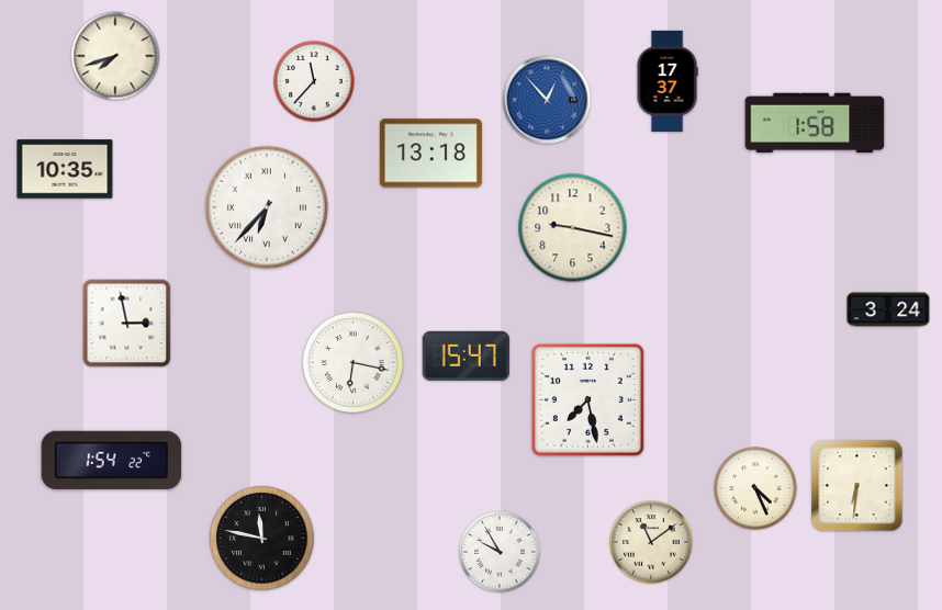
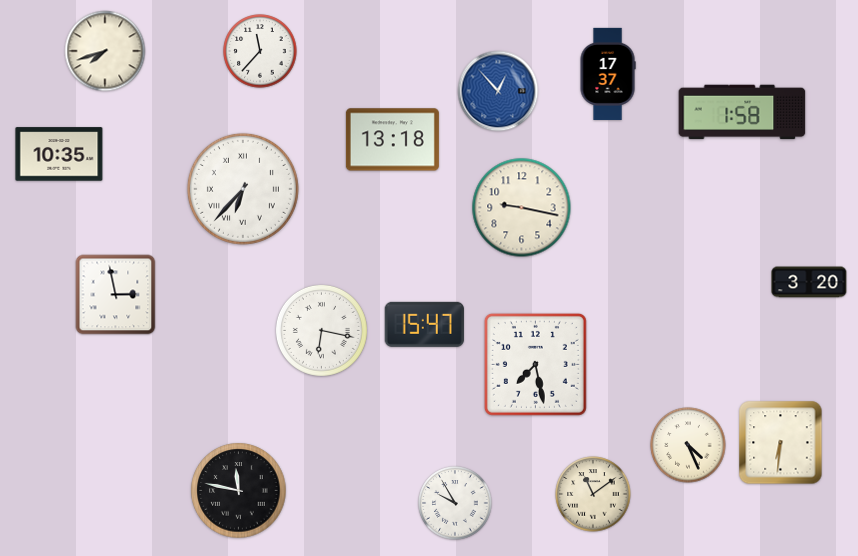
clock at (314, 81) position: (314, 81) -> (260, 51)
clock at (888, 309): 3:24 -> 3:20
clock at (112, 460): 1:54 -> none
